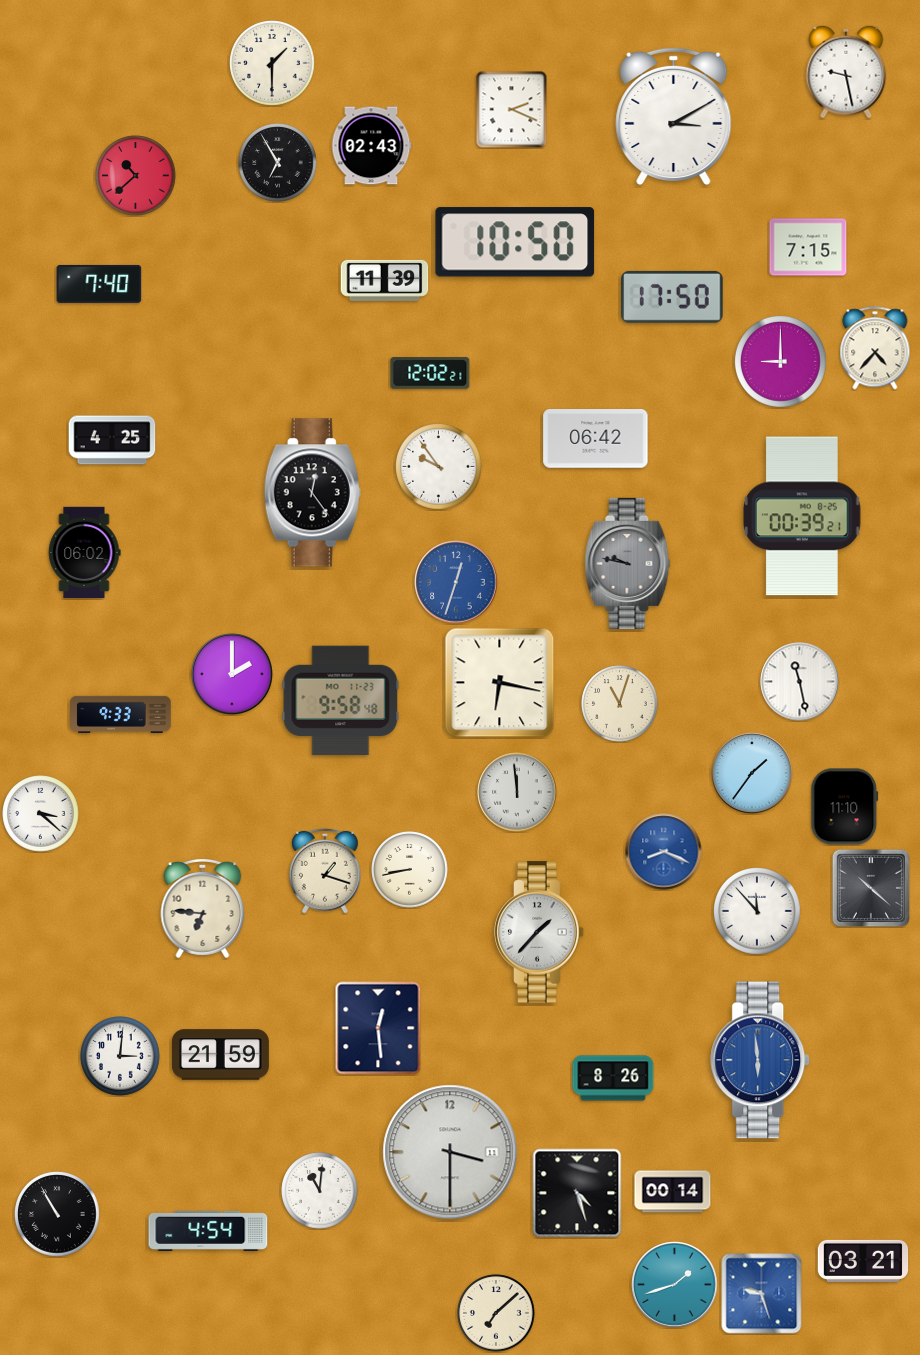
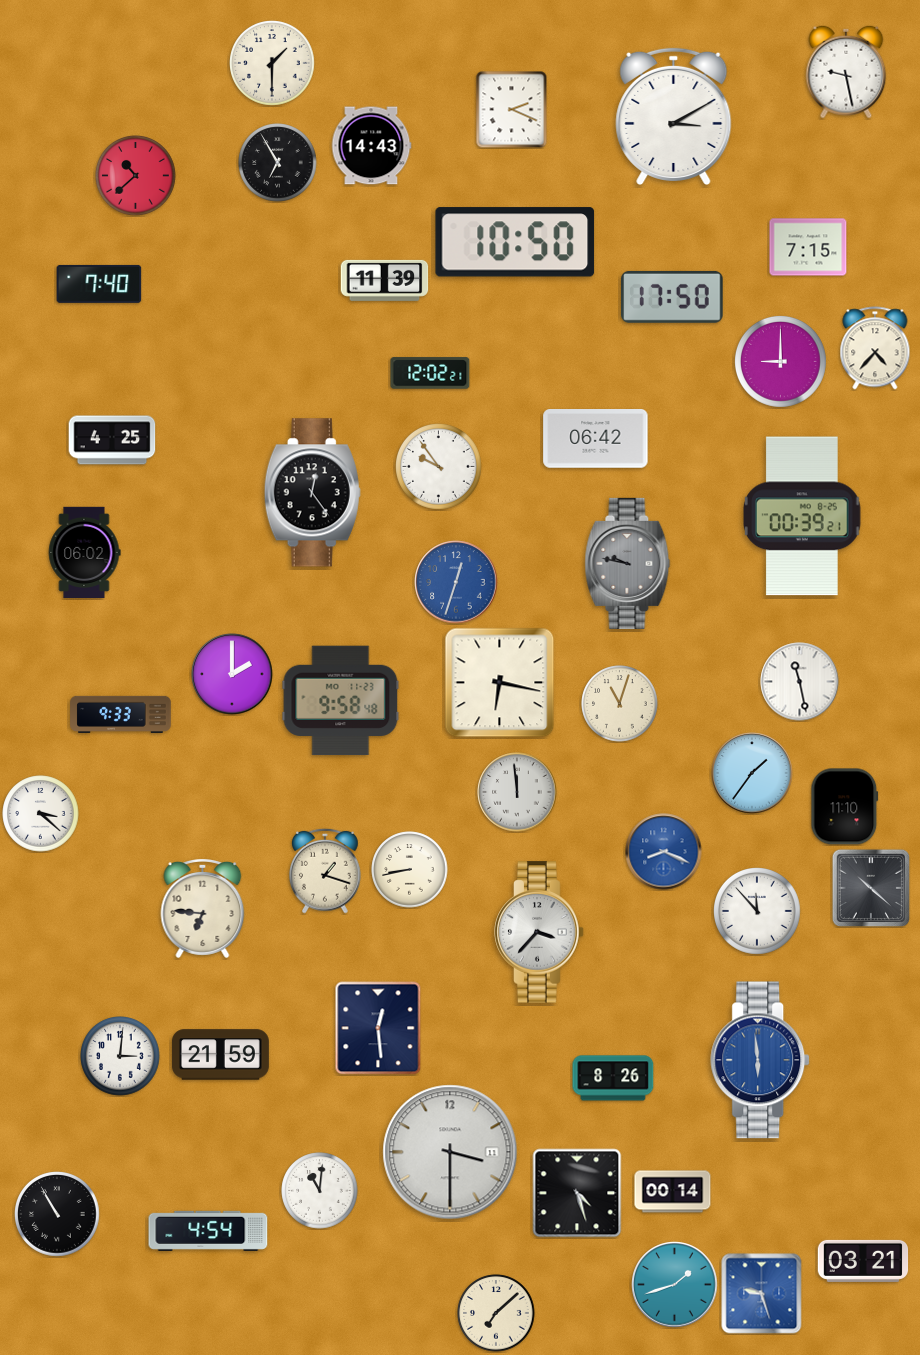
clock at (371, 146): 02:43 -> 14:43
clock at (539, 932): 1:37 -> 3:37
